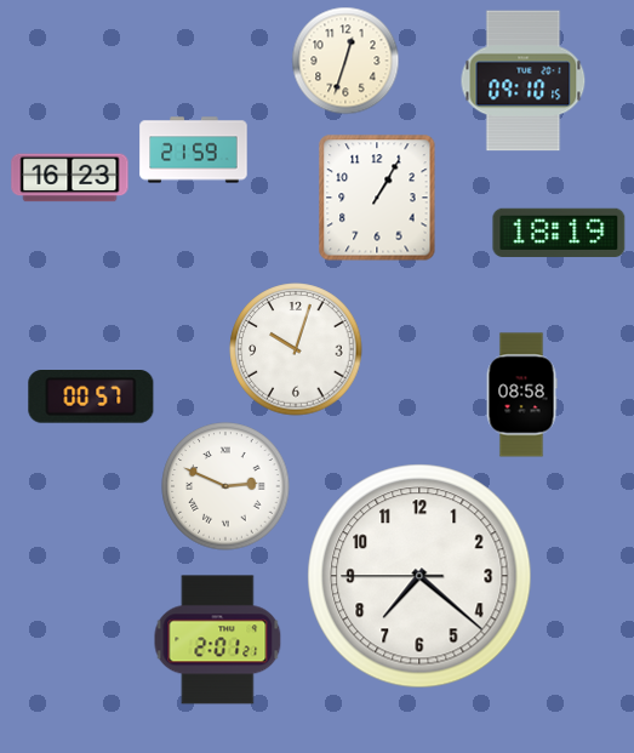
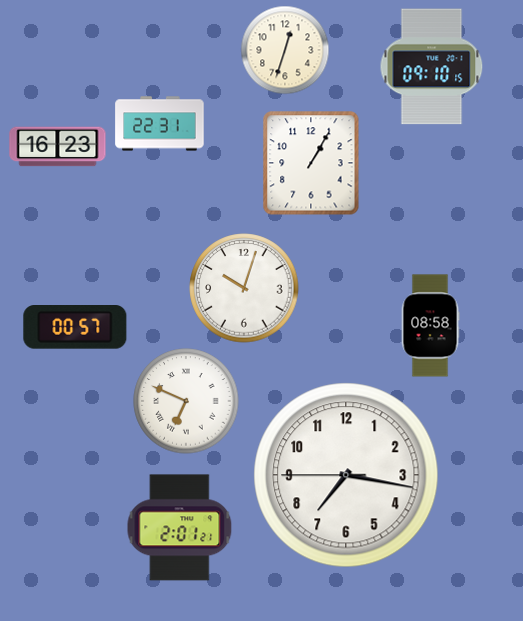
clock at (194, 150): 21:59 -> 22:31
clock at (559, 233): 18:19 -> none
clock at (225, 486): 2:49 -> 6:49
clock at (419, 576): 7:21 -> 7:16
